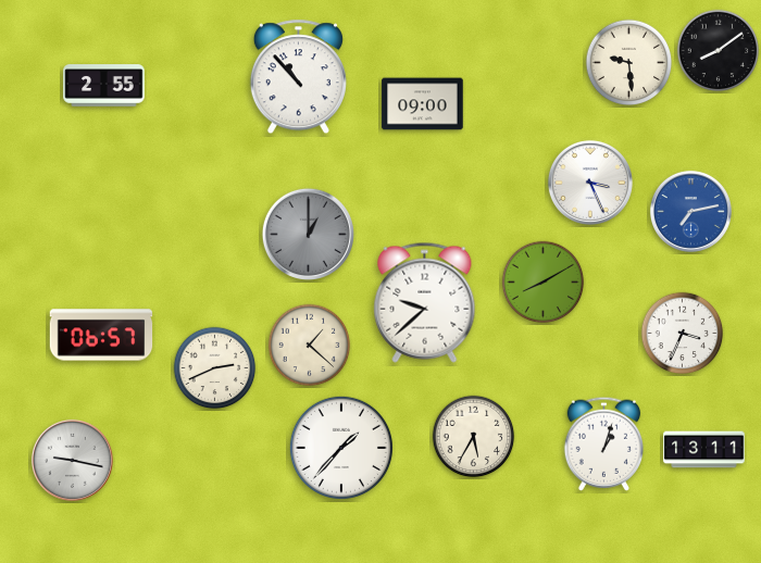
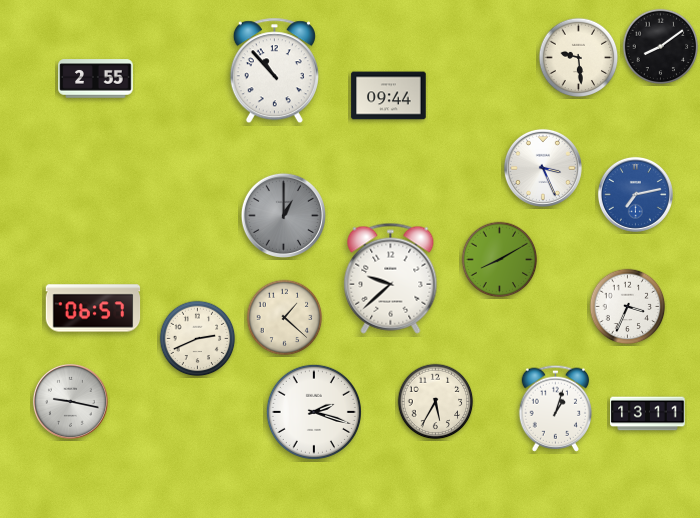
clock at (423, 104): 09:00 -> 09:44
clock at (341, 448): 1:37 -> 2:18
clock at (72, 460) position: (72, 460) -> (70, 401)
